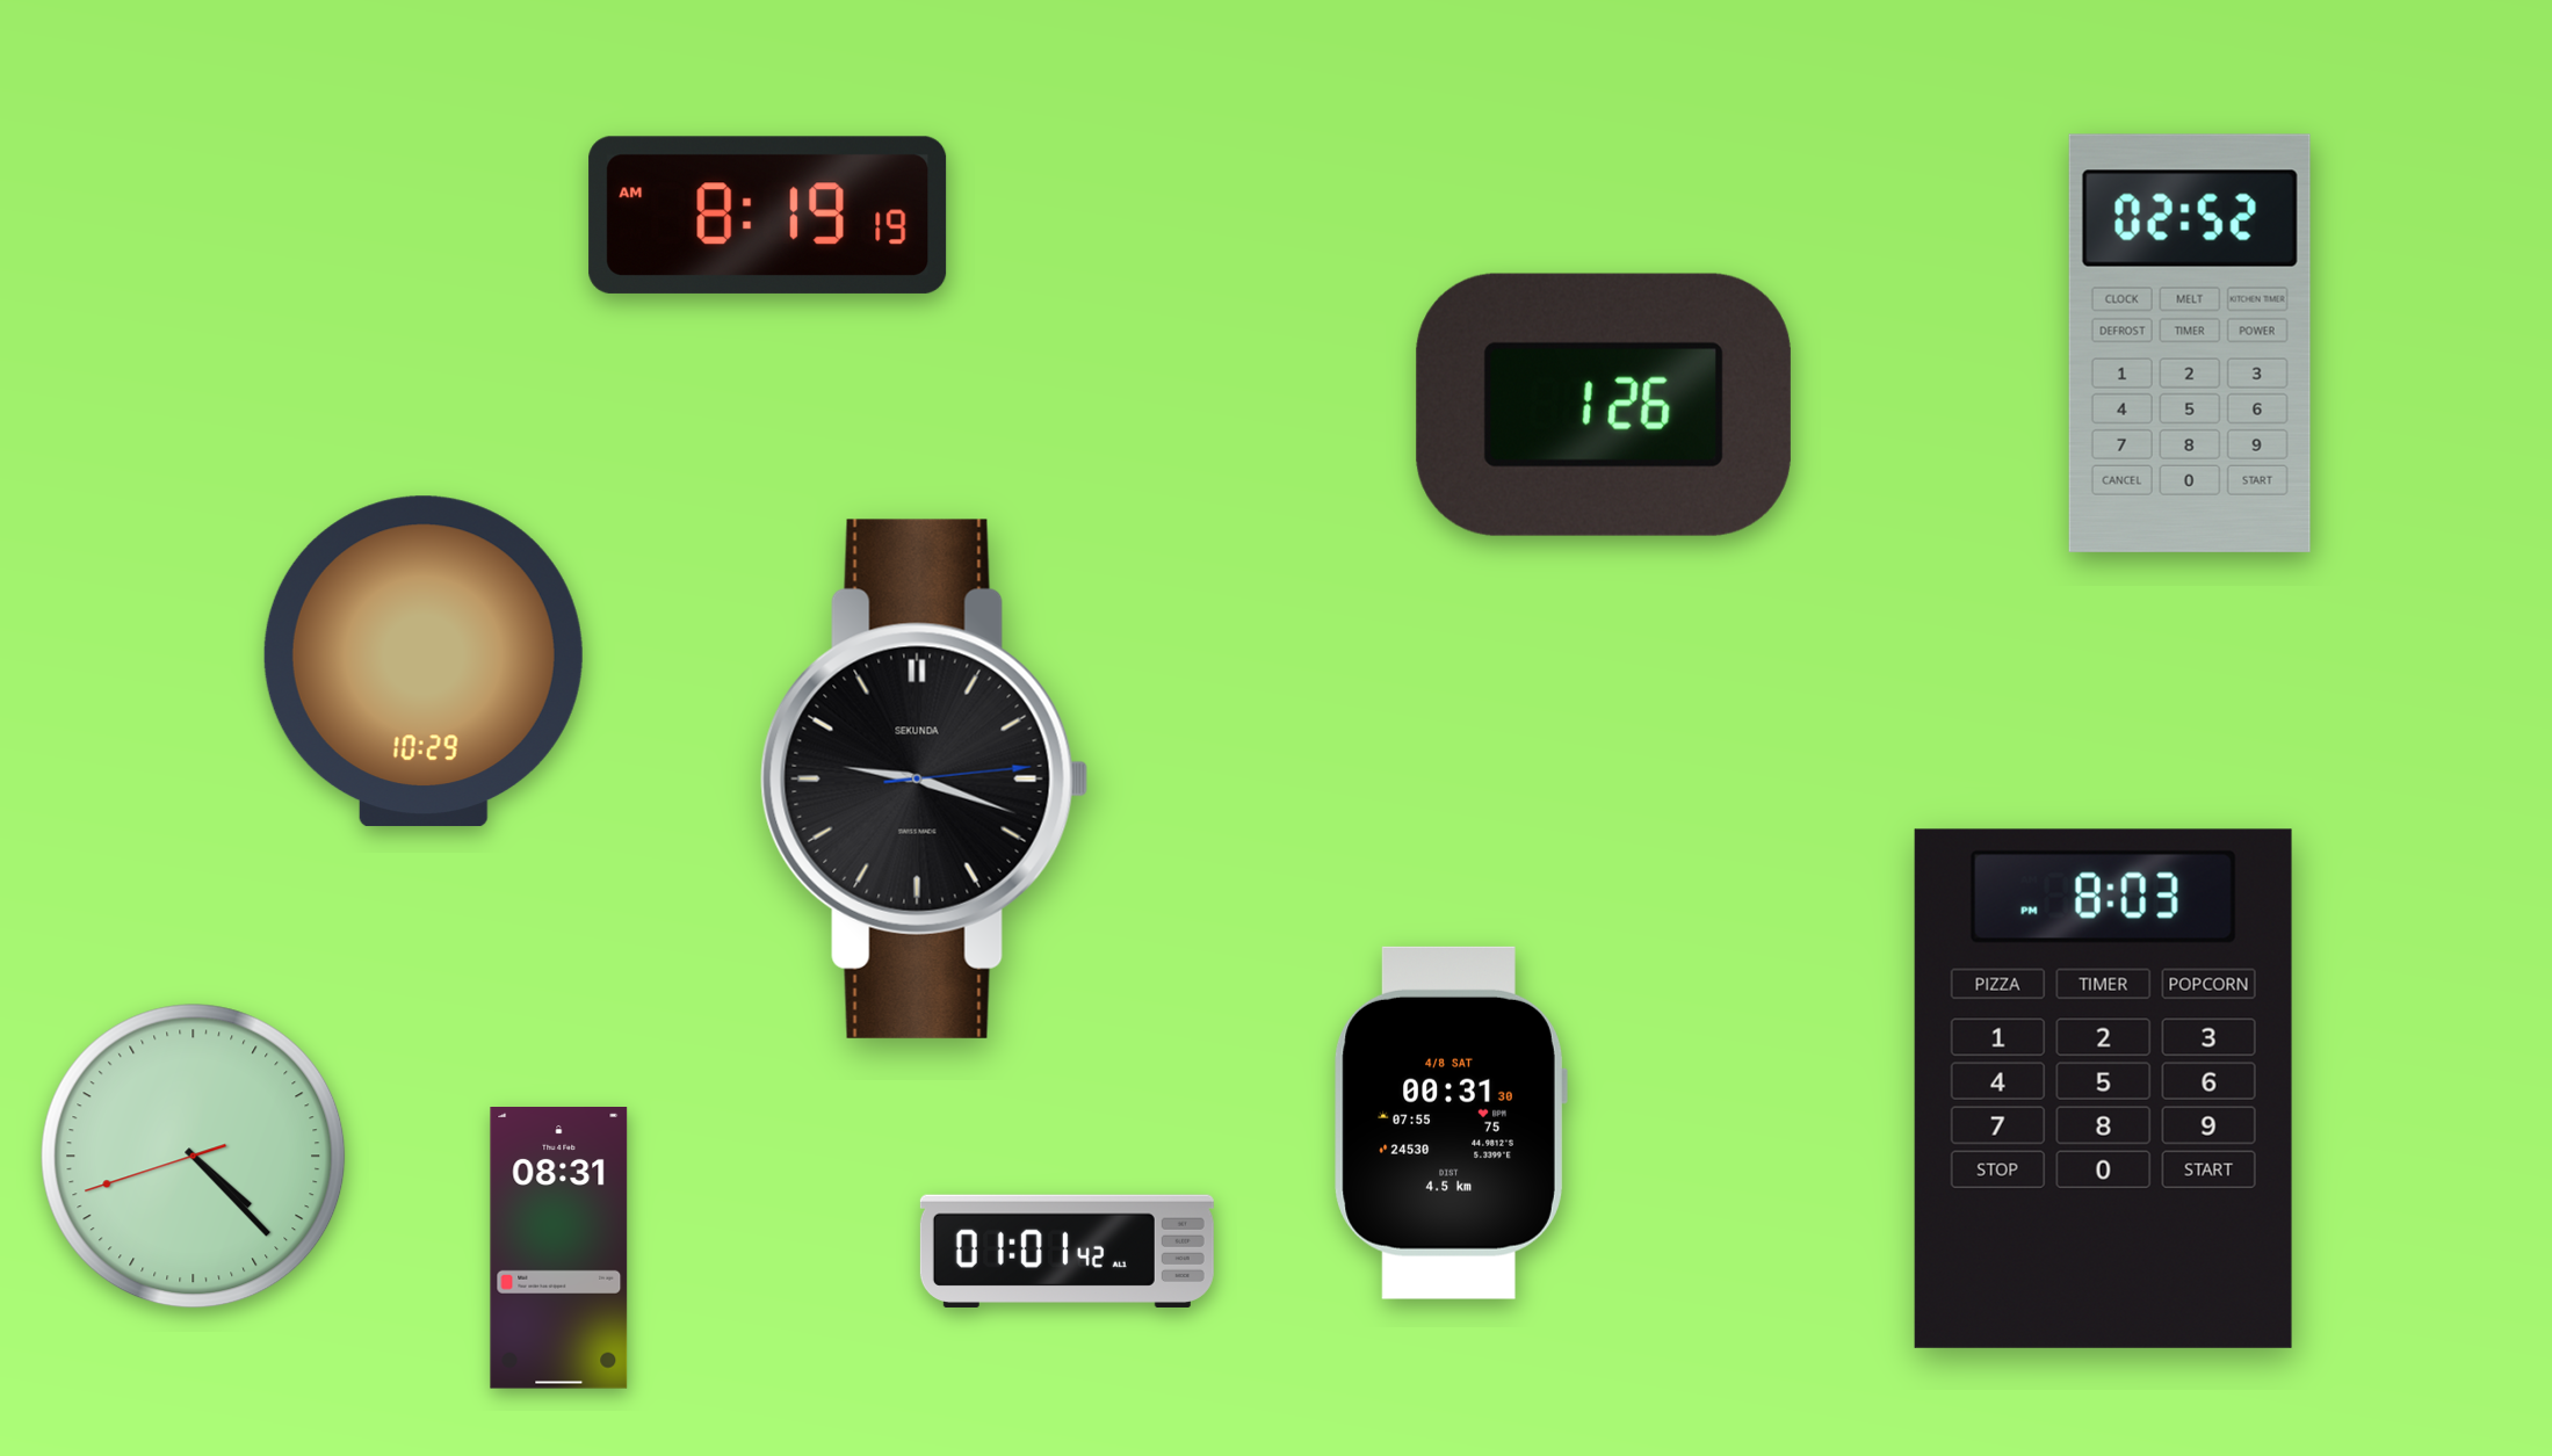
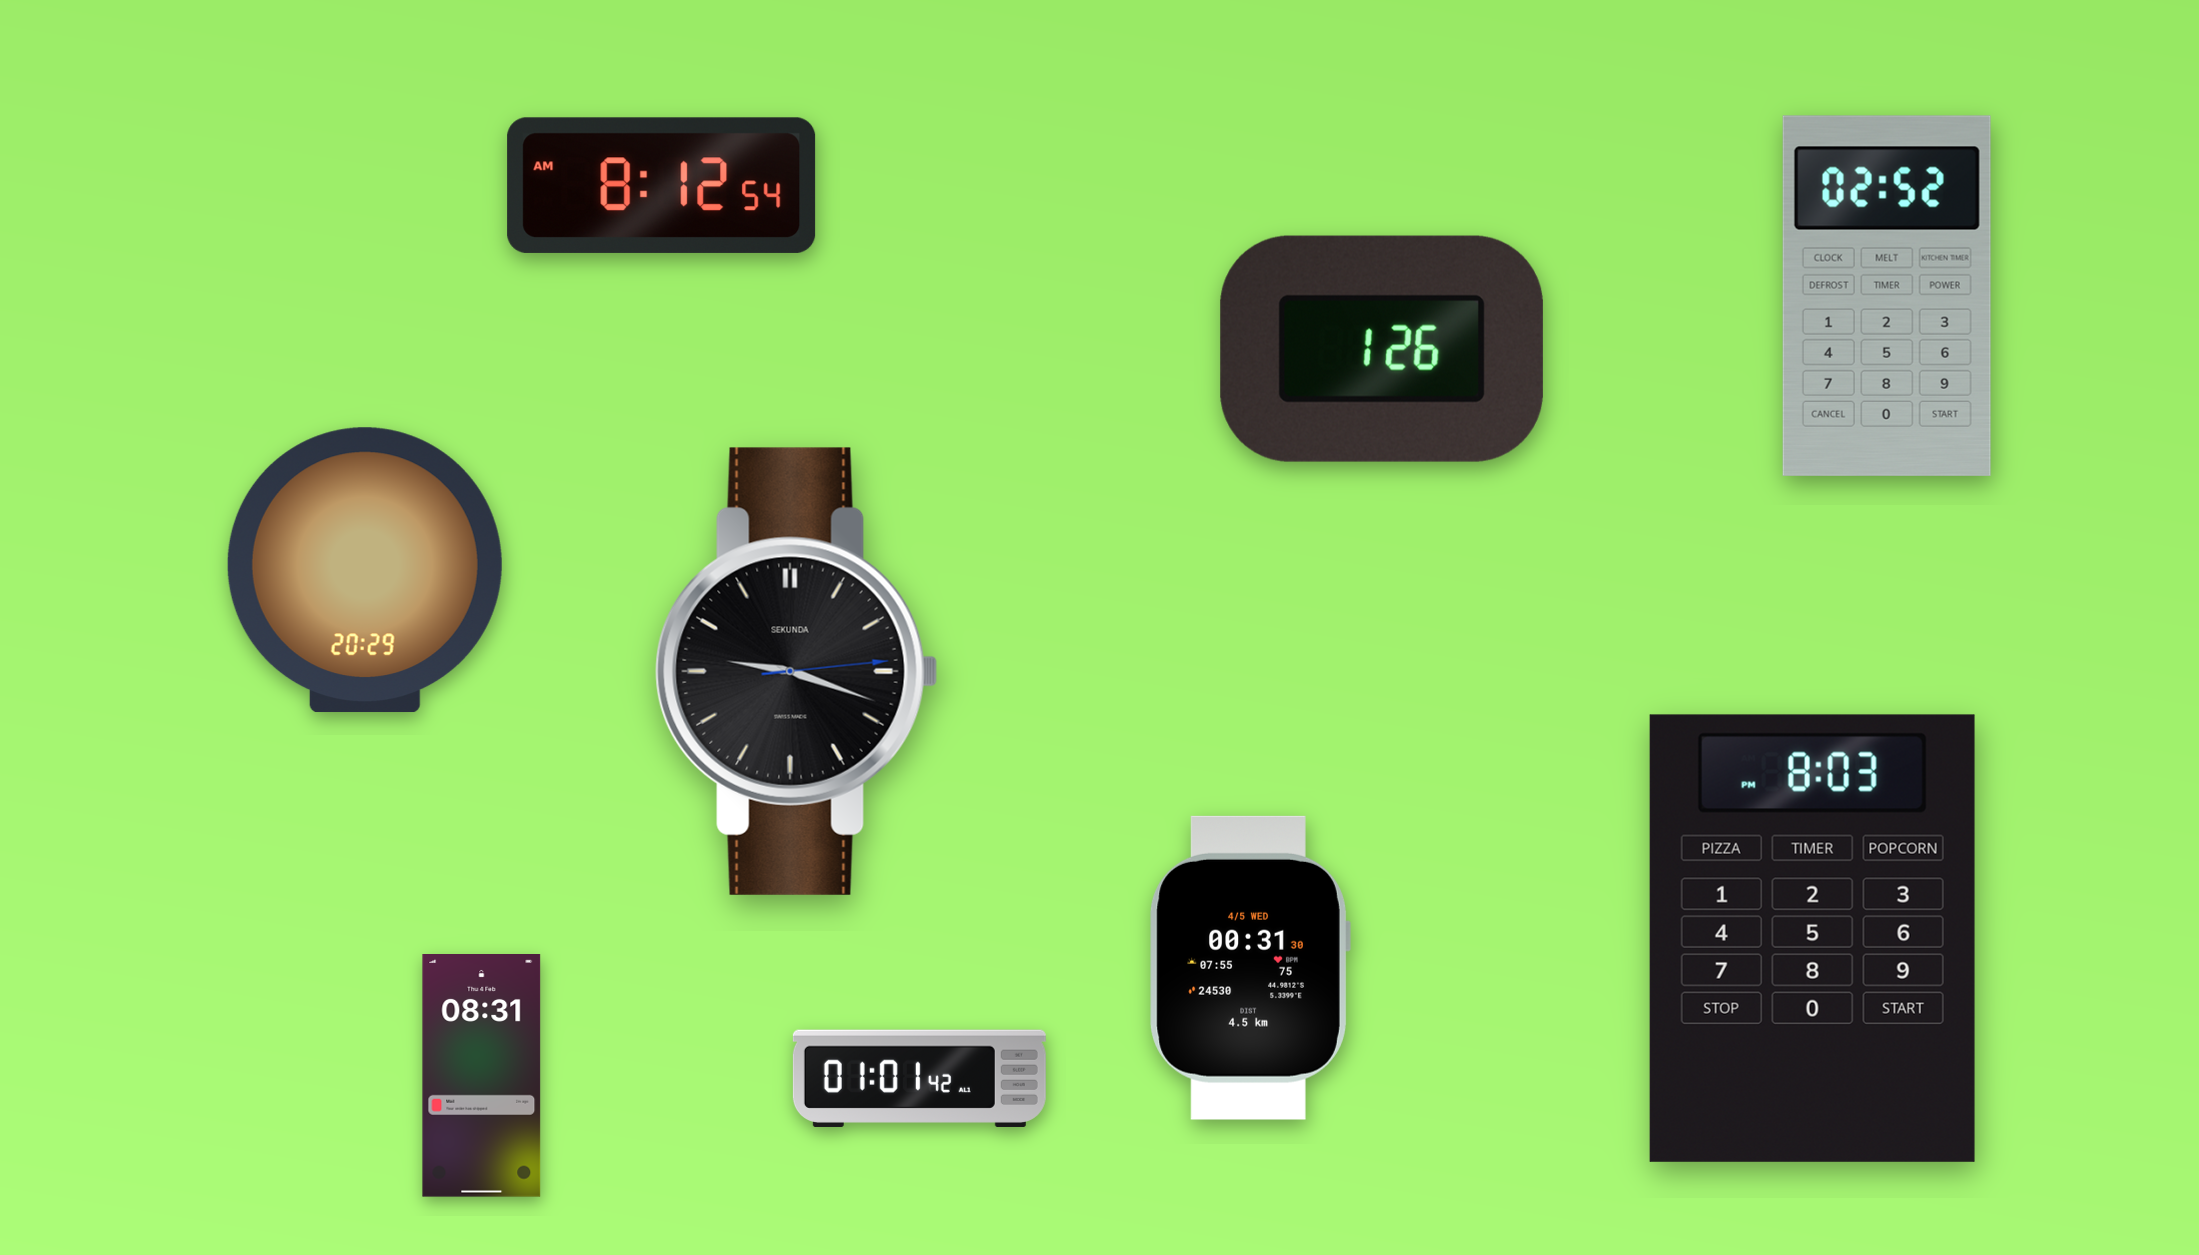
clock at (768, 215): 8:19 -> 8:12
clock at (424, 661): 10:29 -> 20:29
clock at (1451, 1123) date: 4/8 SAT -> 4/5 WED
clock at (194, 1157): 4:22 -> none
